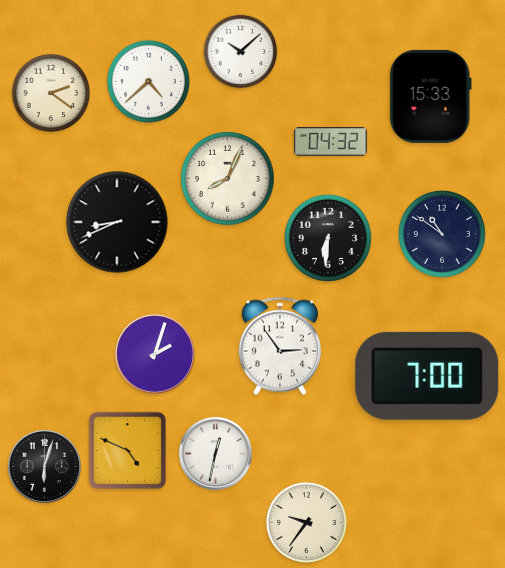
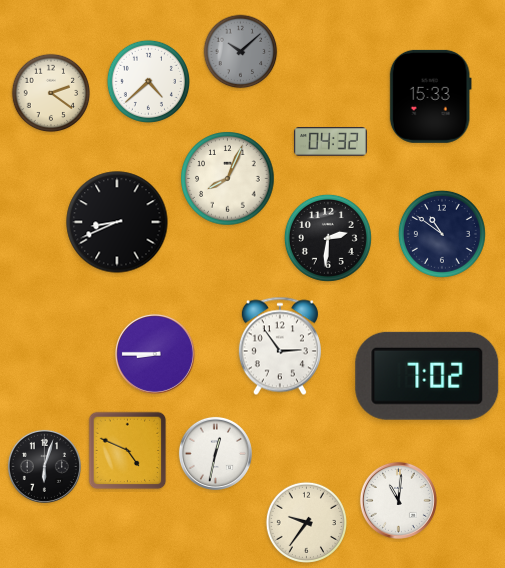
clock at (241, 52) dial: white -> grey
clock at (328, 238): 6:31 -> 2:31
clock at (155, 354): 2:03 -> 8:45
clock at (427, 376): 7:00 -> 7:02
clock at (398, 500): none -> 11:01
